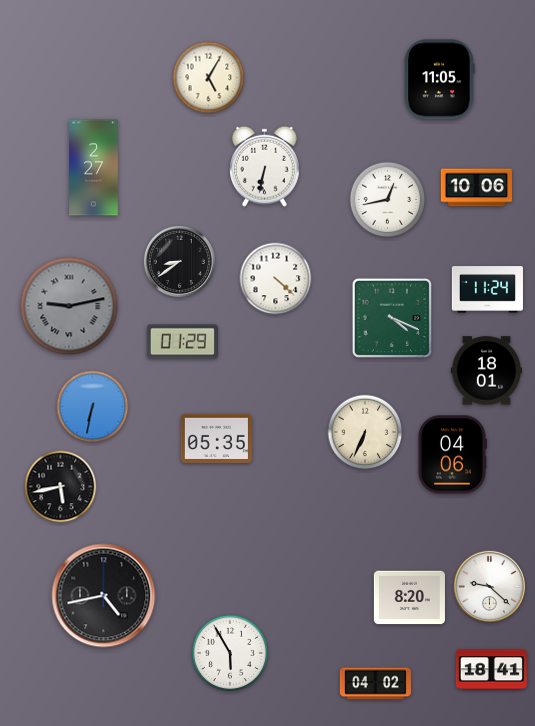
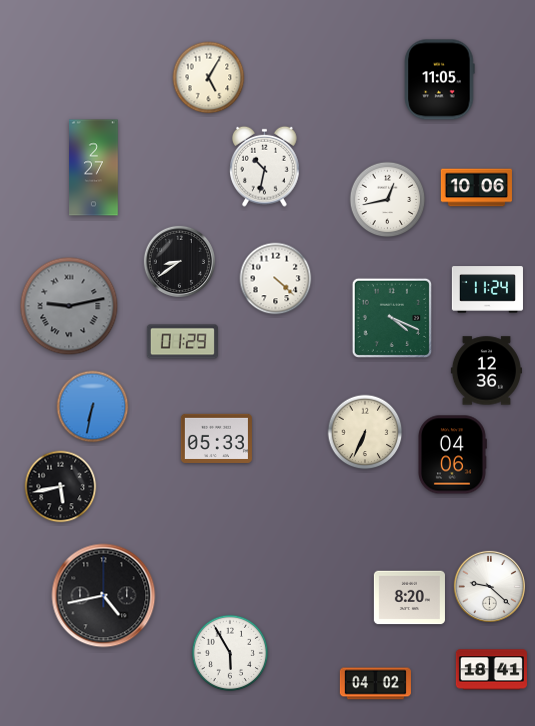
clock at (265, 166): 6:32 -> 10:32
clock at (486, 371): 18:01 -> 12:36
clock at (216, 438): 05:35 -> 05:33
